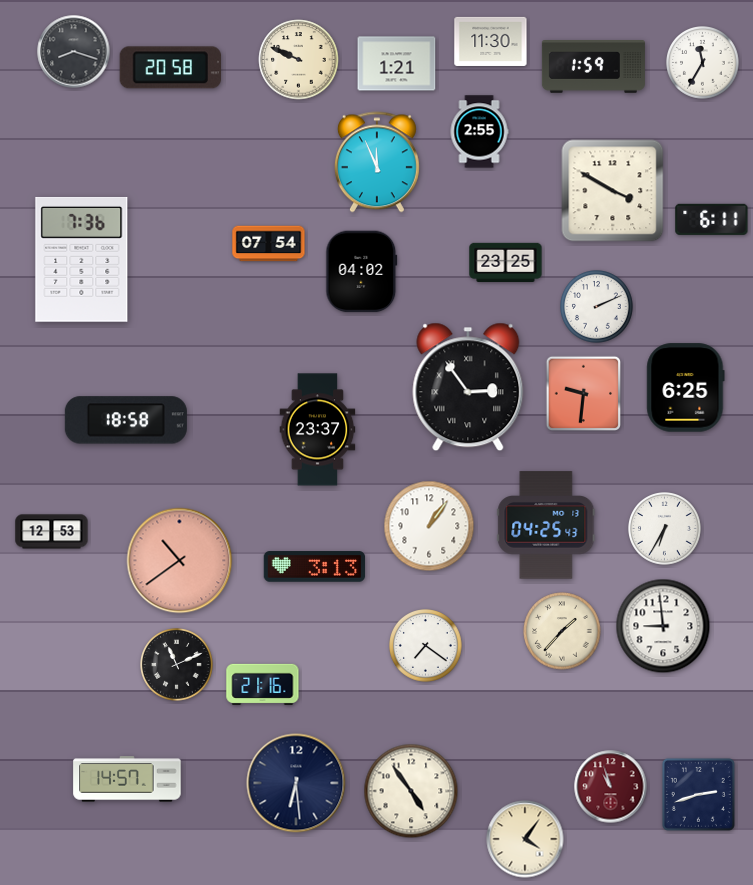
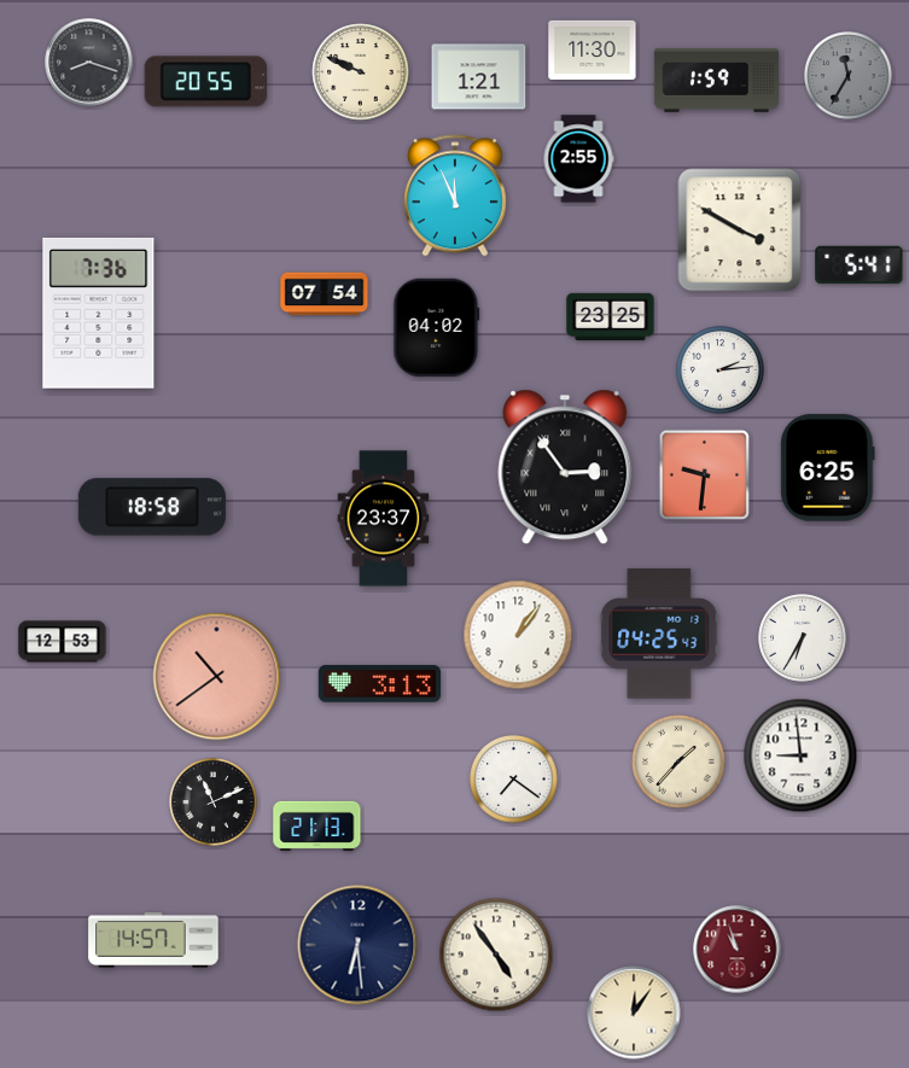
clock at (703, 63) dial: white -> grey
clock at (170, 68): 20:58 -> 20:55
clock at (712, 219): 6:11 -> 5:41
clock at (597, 307): 2:11 -> 2:14
clock at (263, 684): 21:16 -> 21:13
clock at (698, 794): 2:42 -> none
clock at (525, 839): 4:06 -> 12:06
